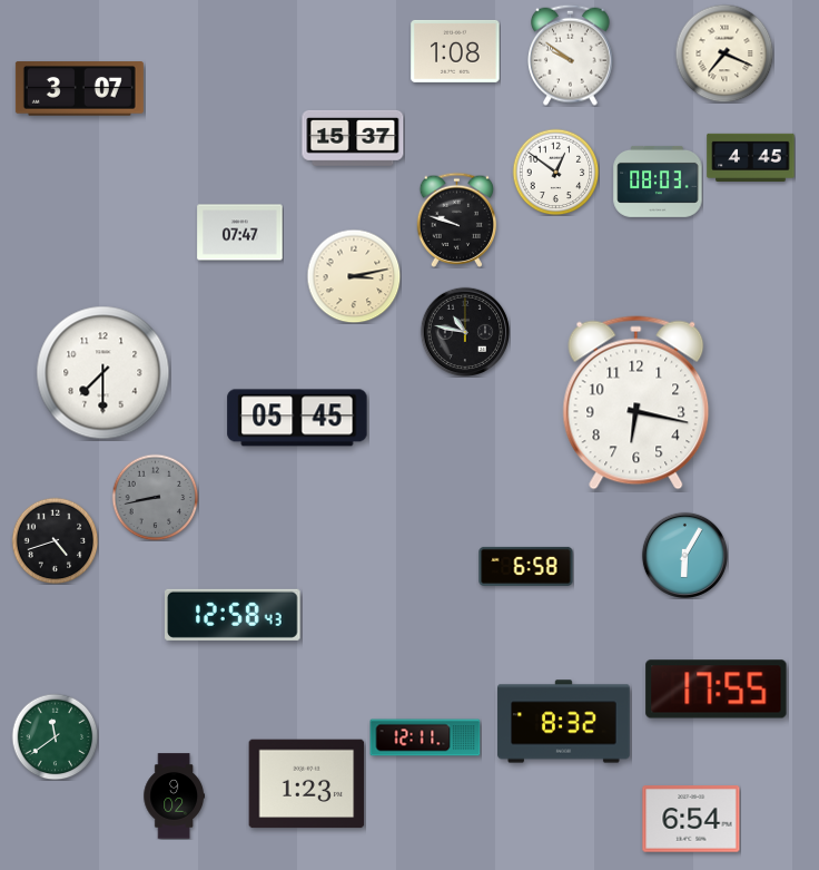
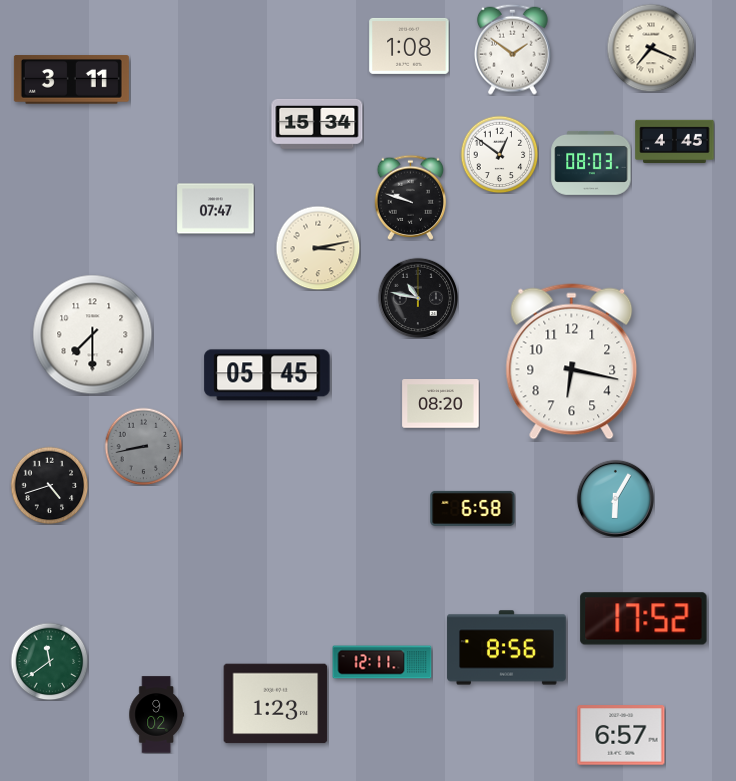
clock at (571, 55): 9:51 -> 1:51
clock at (79, 89): 3:07 -> 3:11
clock at (353, 138): 15:37 -> 15:34
clock at (441, 404): none -> 08:20
clock at (155, 497) position: (155, 497) -> (143, 446)
clock at (234, 615): 12:58 -> none
clock at (717, 690): 17:55 -> 17:52
clock at (564, 722): 8:32 -> 8:56
clock at (691, 819): 6:54 -> 6:57
